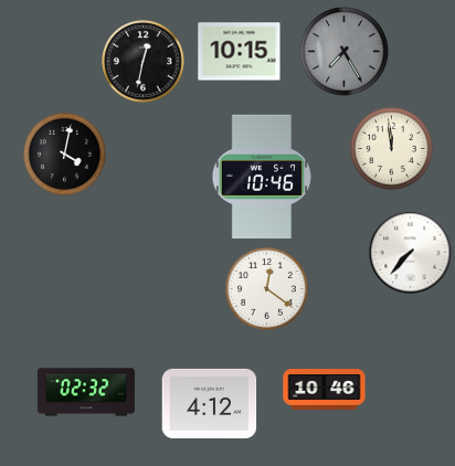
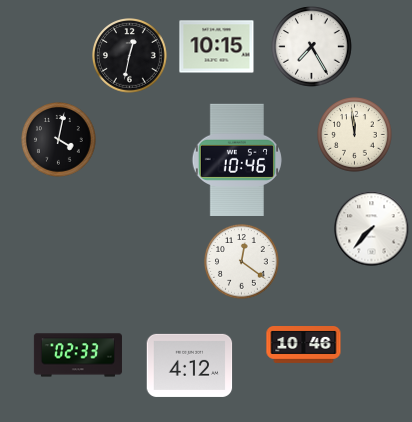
clock at (345, 52) dial: grey -> white
clock at (325, 390) position: (325, 390) -> (304, 345)
clock at (86, 392): 02:32 -> 02:33
